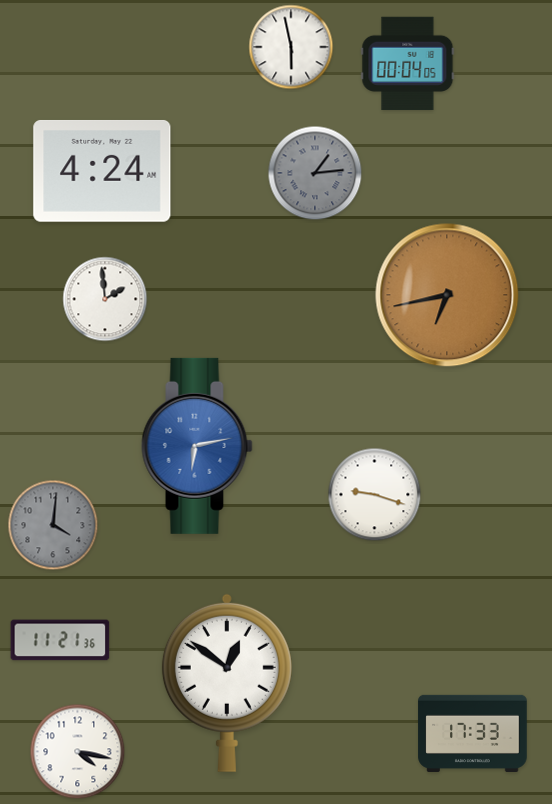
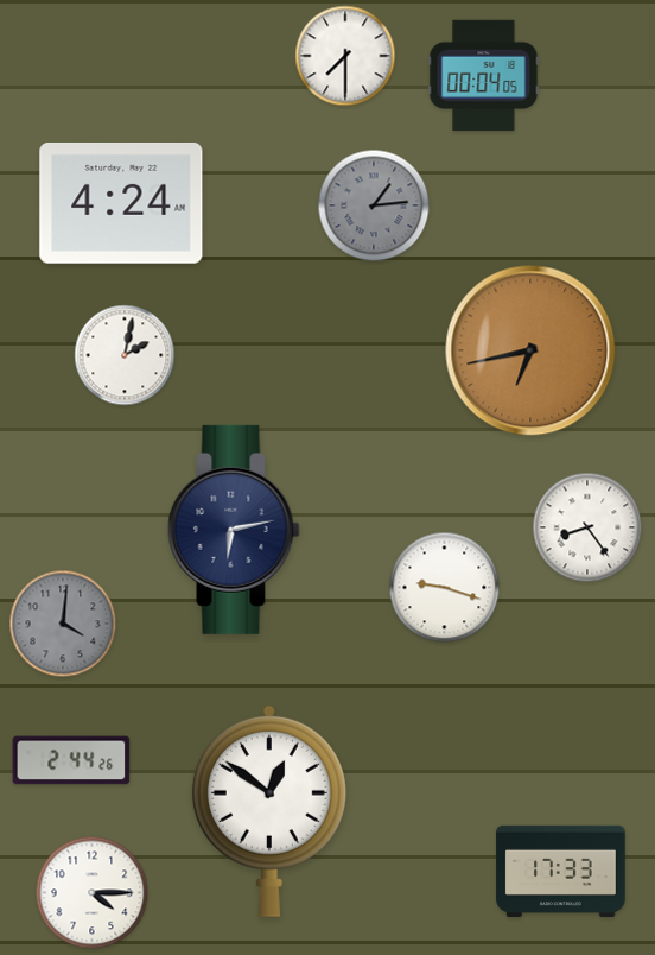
clock at (291, 47): 5:58 -> 7:30
clock at (105, 299): 1:59 -> 2:02
clock at (587, 527): none -> 8:24
clock at (197, 446) dial: blue -> navy
clock at (60, 640): 11:21 -> 2:44
clock at (78, 752): 4:17 -> 4:15
